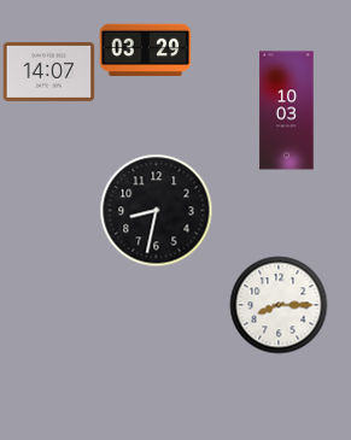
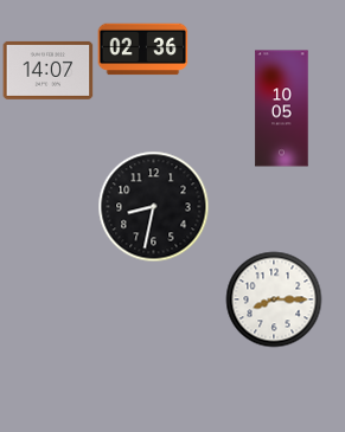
clock at (146, 51): 03:29 -> 02:36
clock at (287, 111): 10:03 -> 10:05
